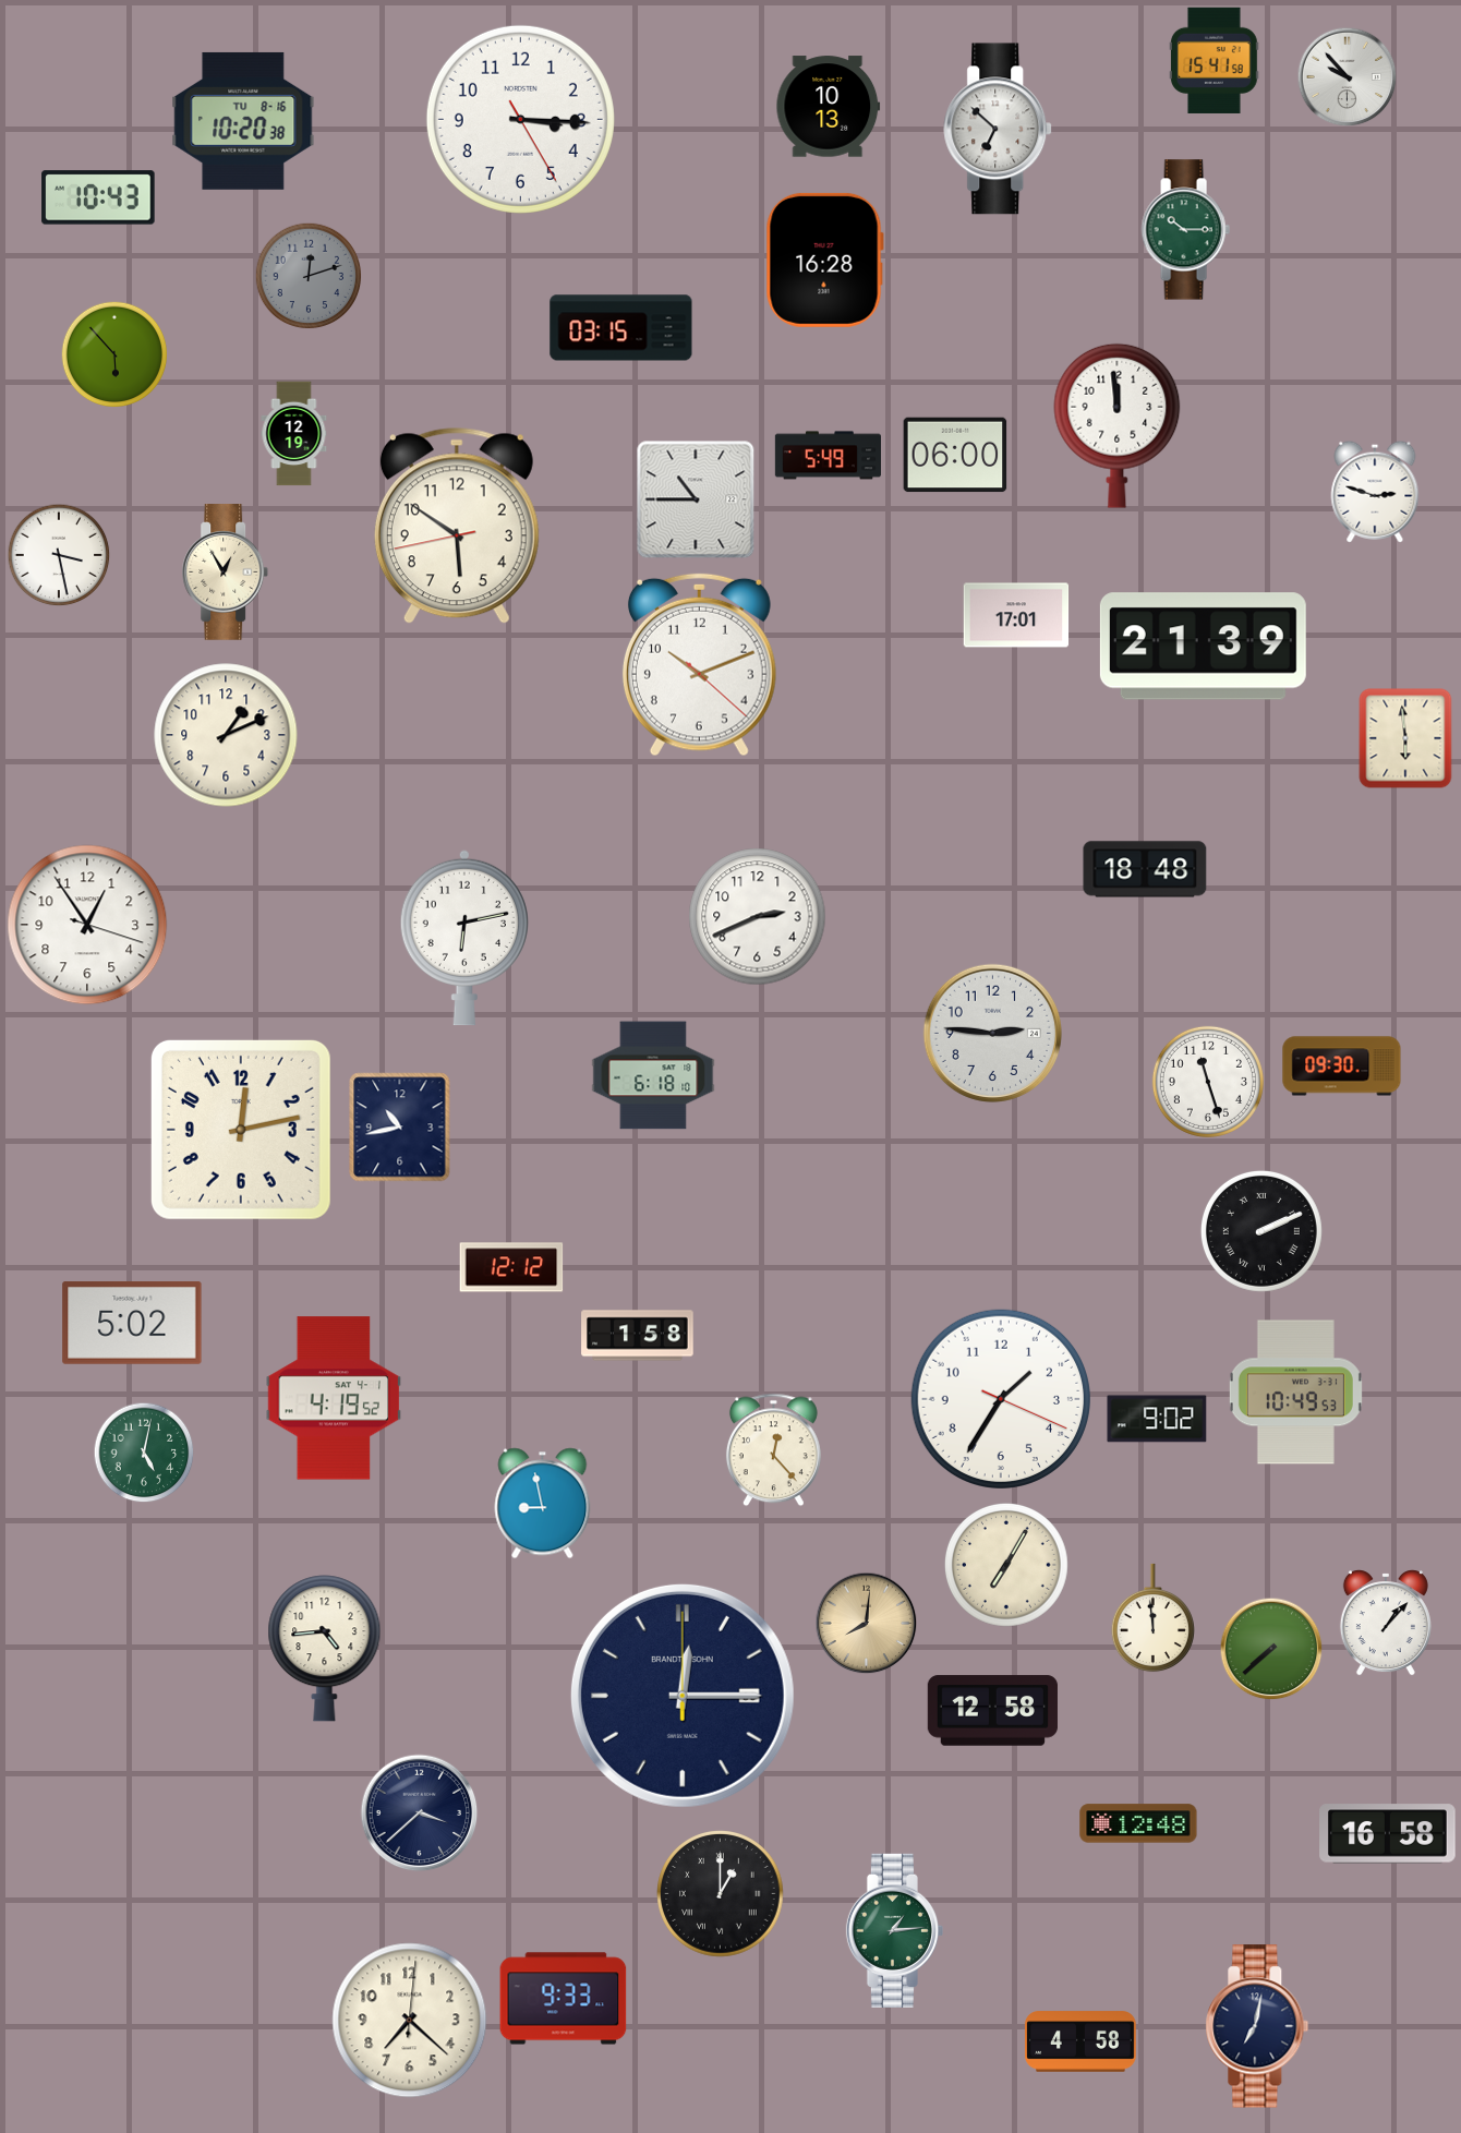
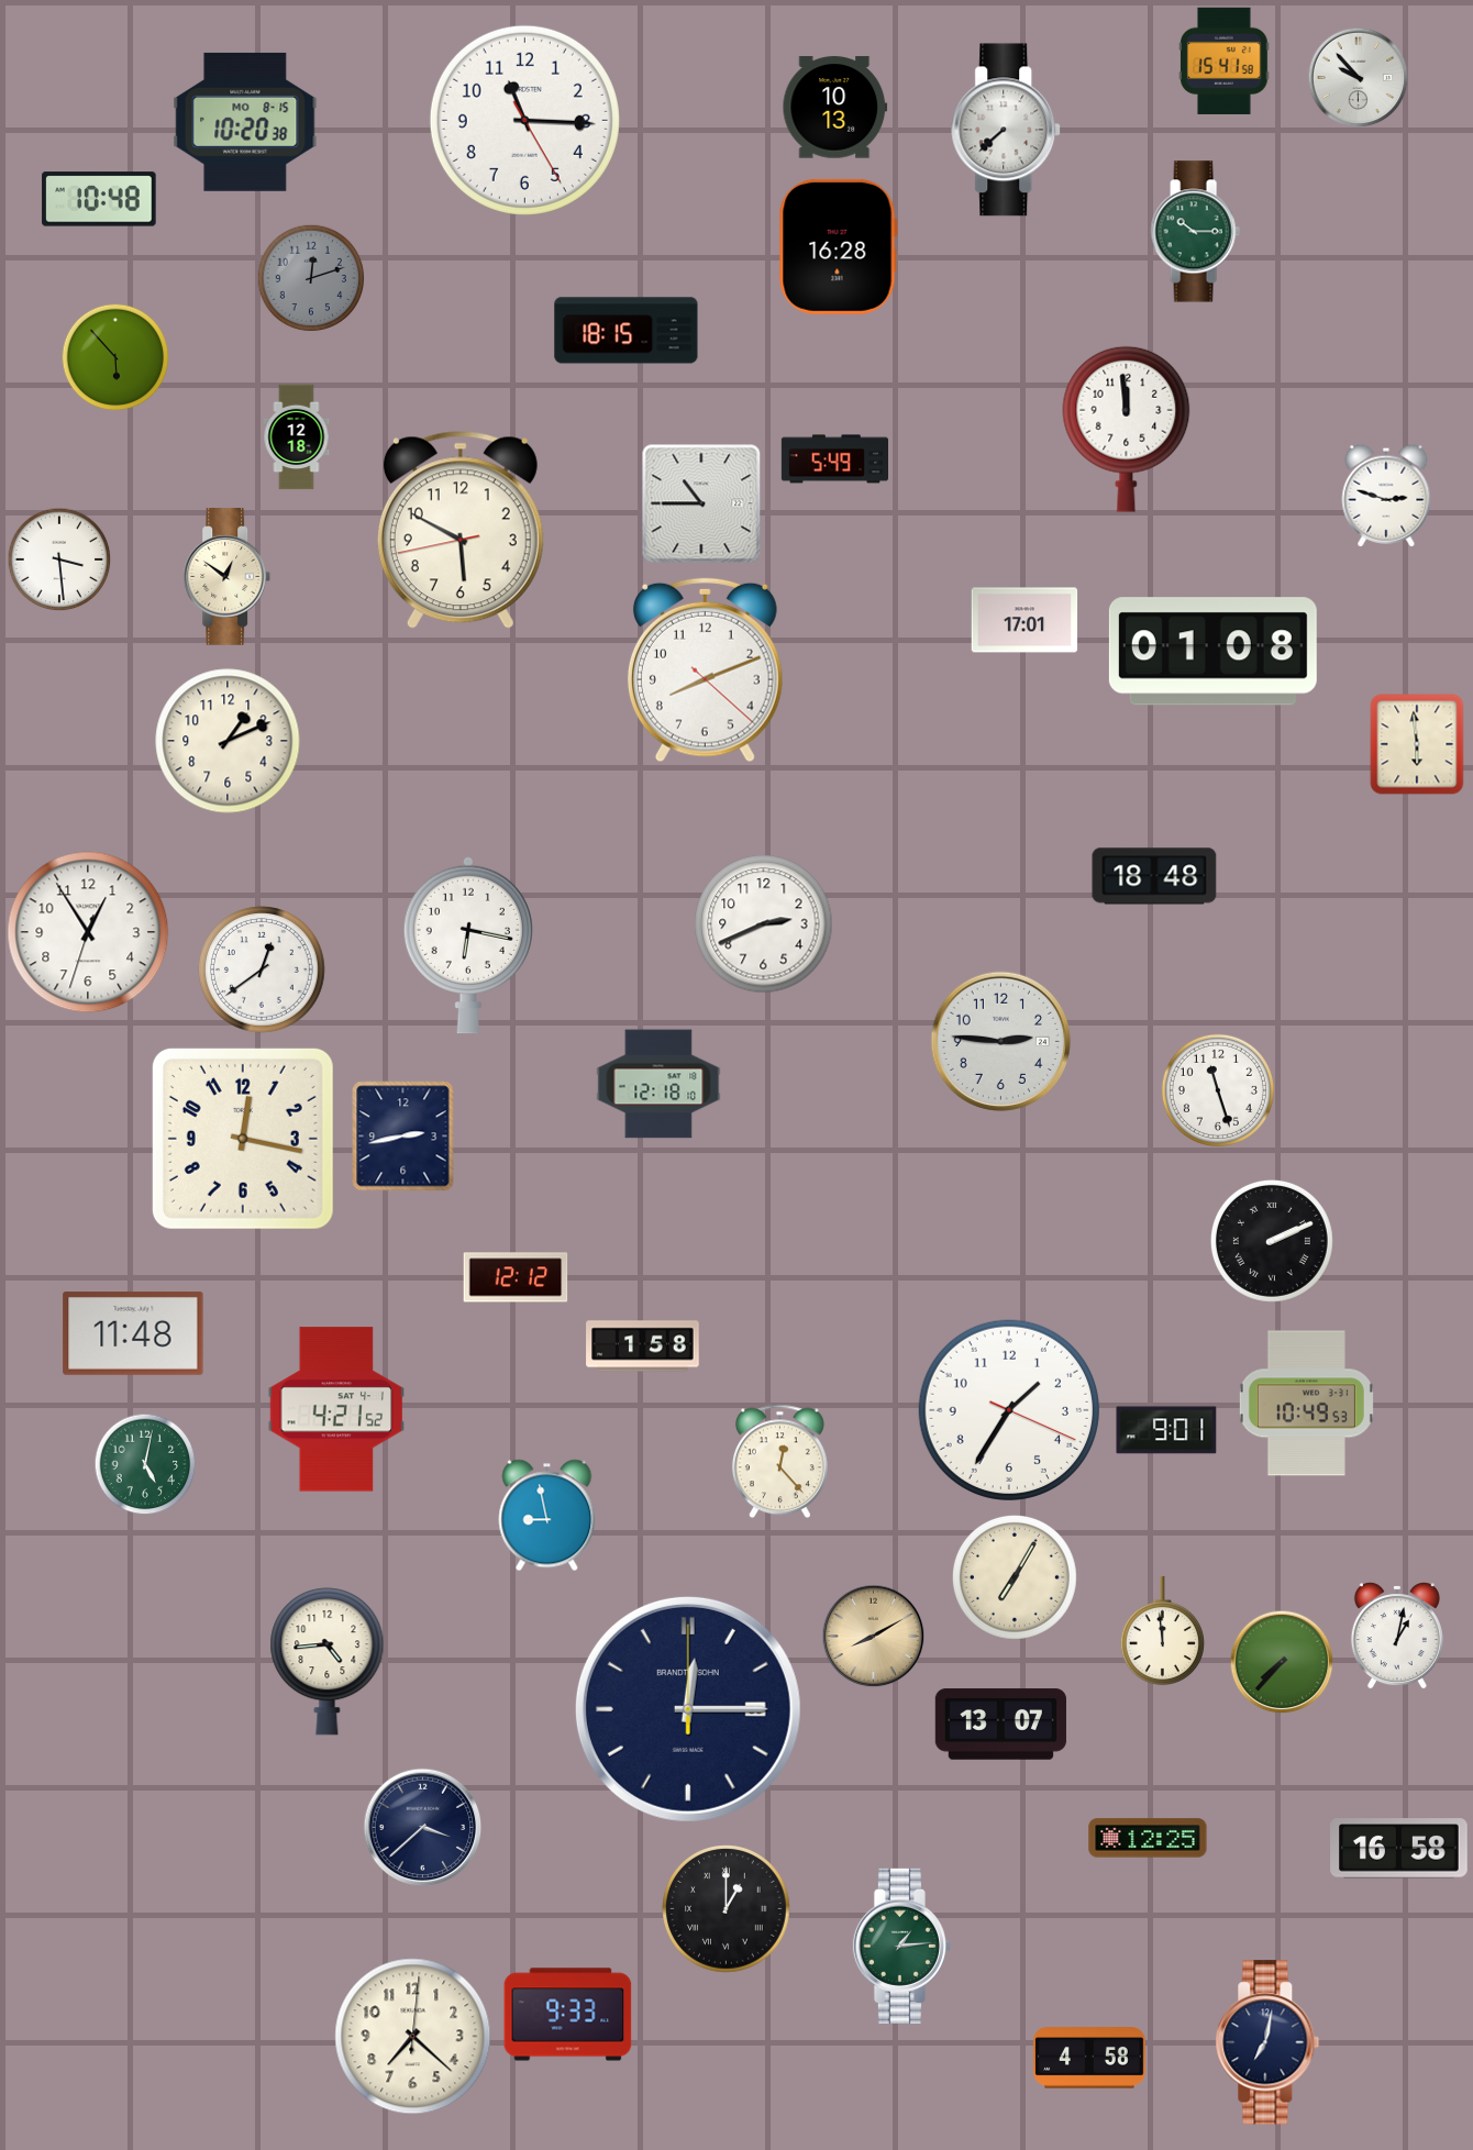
clock at (520, 119): 3:15 -> 11:15
clock at (243, 121) date: TU 8-16 -> MO 8-15
clock at (999, 129): 6:52 -> 7:38
clock at (98, 197): 10:43 -> 10:48
clock at (824, 260) position: (824, 260) -> (838, 246)
clock at (621, 328): 03:15 -> 18:15
clock at (294, 434): 12:19 -> 12:18
clock at (955, 455): 06:00 -> none
clock at (457, 526): 5:50 -> 5:49
clock at (59, 555): 3:28 -> 3:29
clock at (226, 573): 12:55 -> 12:51
clock at (1203, 647): 21:39 -> 01:08
clock at (699, 665): 10:11 -> 8:11
clock at (87, 925): 12:54:18 -> 12:54:33
clock at (464, 938): 6:13 -> 6:17
clock at (263, 971): none -> 12:39
clock at (1342, 1066): 09:30 -> none
clock at (653, 1075): 6:18 -> 12:18
clock at (400, 1128): 10:43 -> 2:43
clock at (241, 1130): 12:13 -> 12:17
clock at (132, 1323): 5:02 -> 11:48
clock at (334, 1398): 4:19 -> 4:21
clock at (1157, 1419): 9:02 -> 9:01
clock at (1386, 1623): 1:07 -> 1:02
clock at (867, 1624): 8:01 -> 8:10
clock at (1271, 1649): 7:38 -> 7:37
clock at (992, 1711): 12:58 -> 13:07
clock at (1138, 1823): 12:48 -> 12:25
